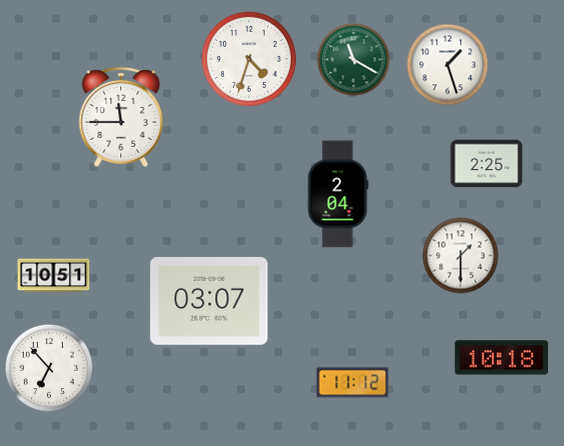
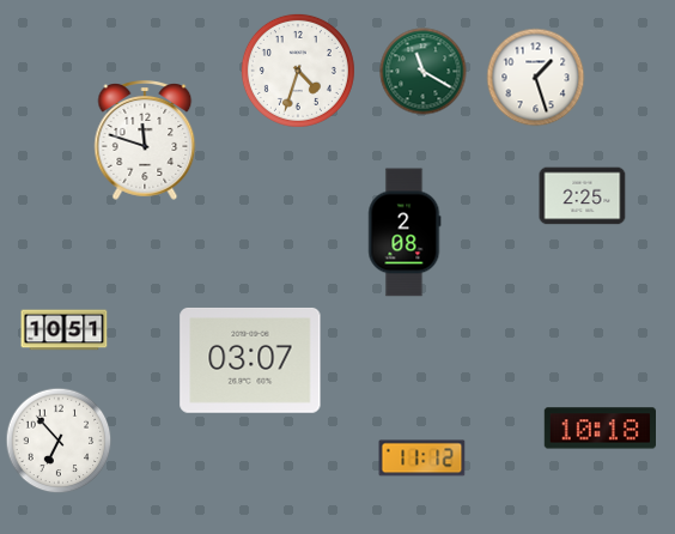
clock at (121, 118): 11:45 -> 11:48
clock at (338, 194): 2:04 -> 2:08
clock at (461, 256): 1:30 -> none
